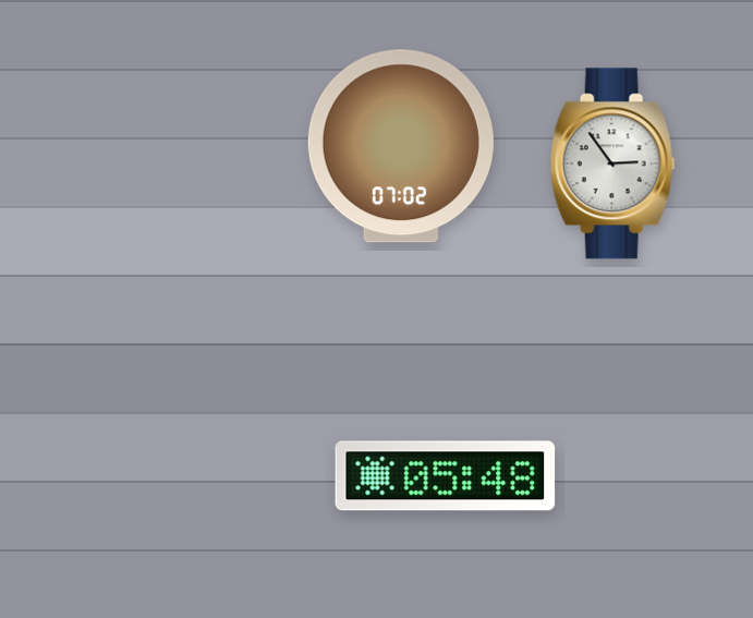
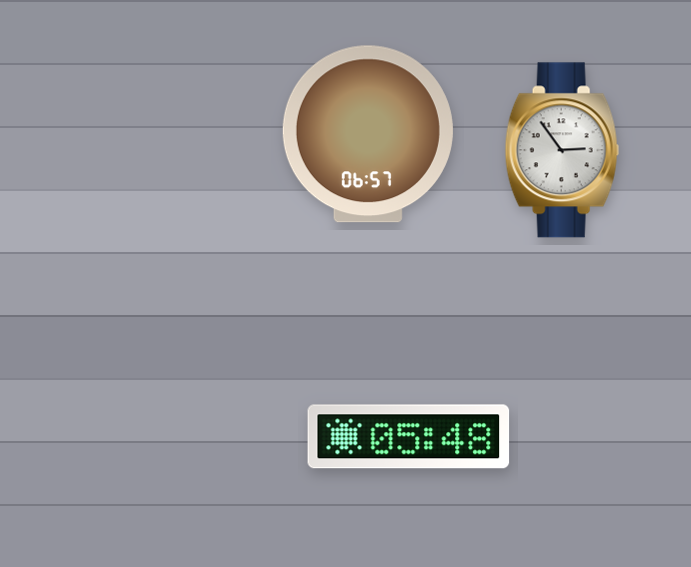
clock at (401, 146): 07:02 -> 06:57
